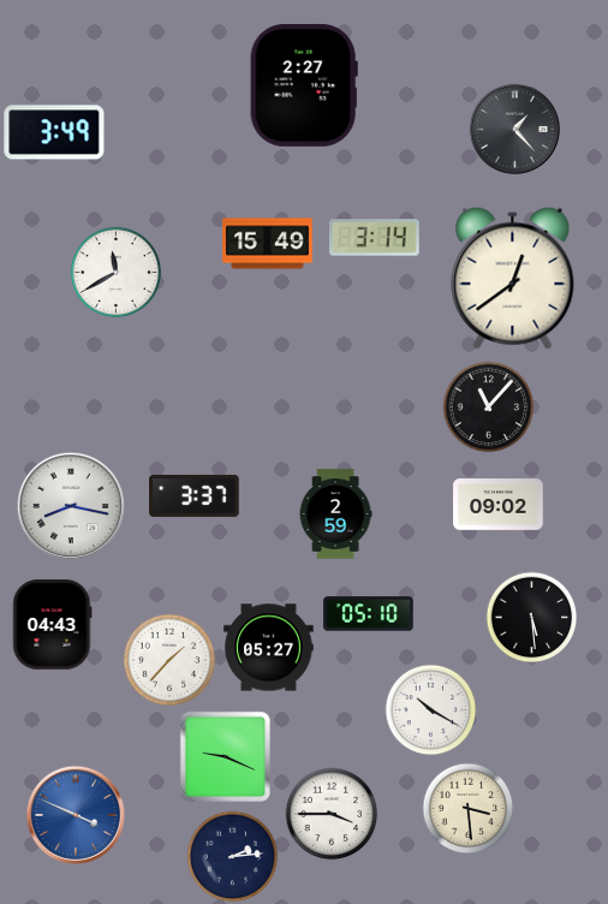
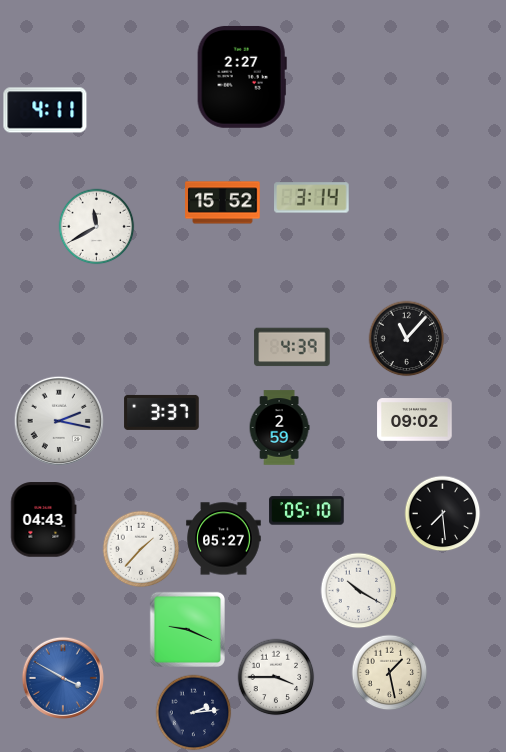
clock at (304, 85) position: (304, 85) -> (242, 77)
clock at (514, 129): 1:23 -> none
clock at (54, 132): 3:49 -> 4:11
clock at (268, 244): 15:49 -> 15:52
clock at (513, 278): 12:39 -> none
clock at (292, 347): none -> 4:39
clock at (70, 505): 8:17 -> 2:17
clock at (532, 618): 5:29 -> 7:29
clock at (469, 809): 3:29 -> 1:28
clock at (76, 815): 3:49 -> 3:50
